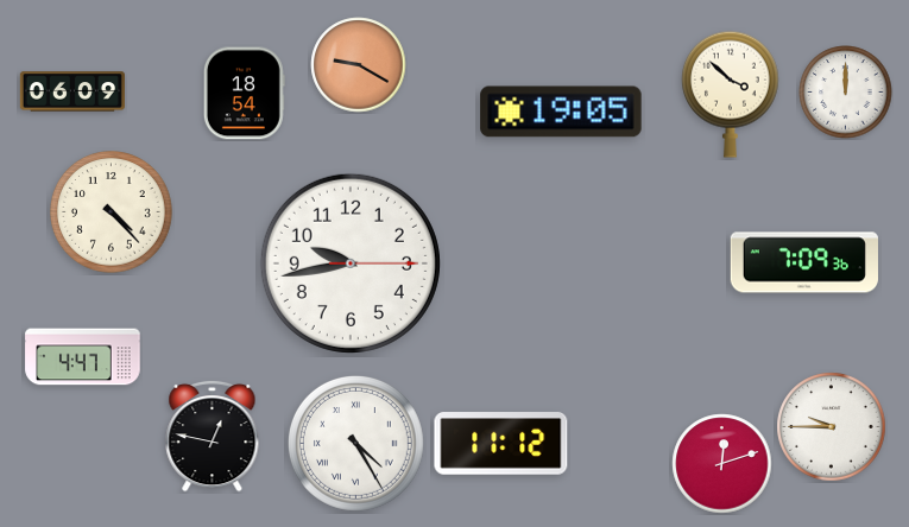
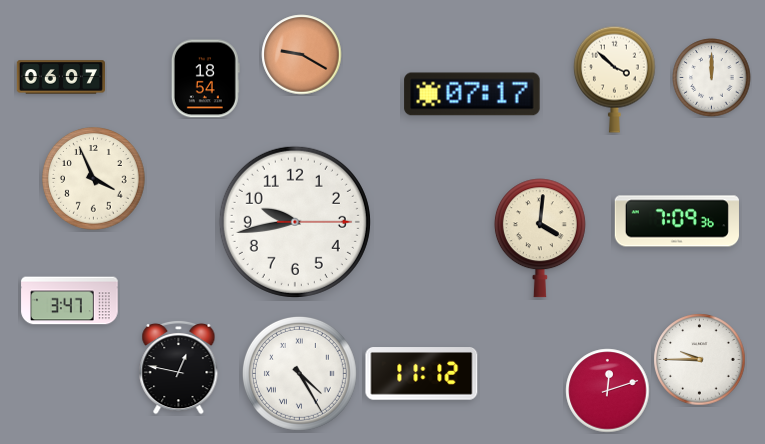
clock at (71, 91): 06:09 -> 06:07
clock at (561, 112): 19:05 -> 07:17
clock at (112, 212): 4:23 -> 3:56
clock at (540, 238): none -> 4:01
clock at (83, 357): 4:47 -> 3:47
